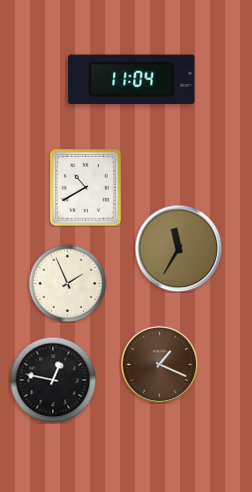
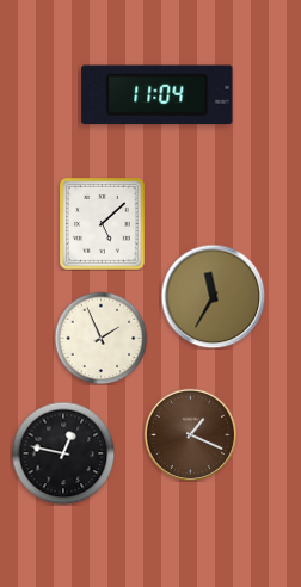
clock at (86, 188): 10:40 -> 5:08
clock at (67, 283) position: (67, 283) -> (100, 338)
